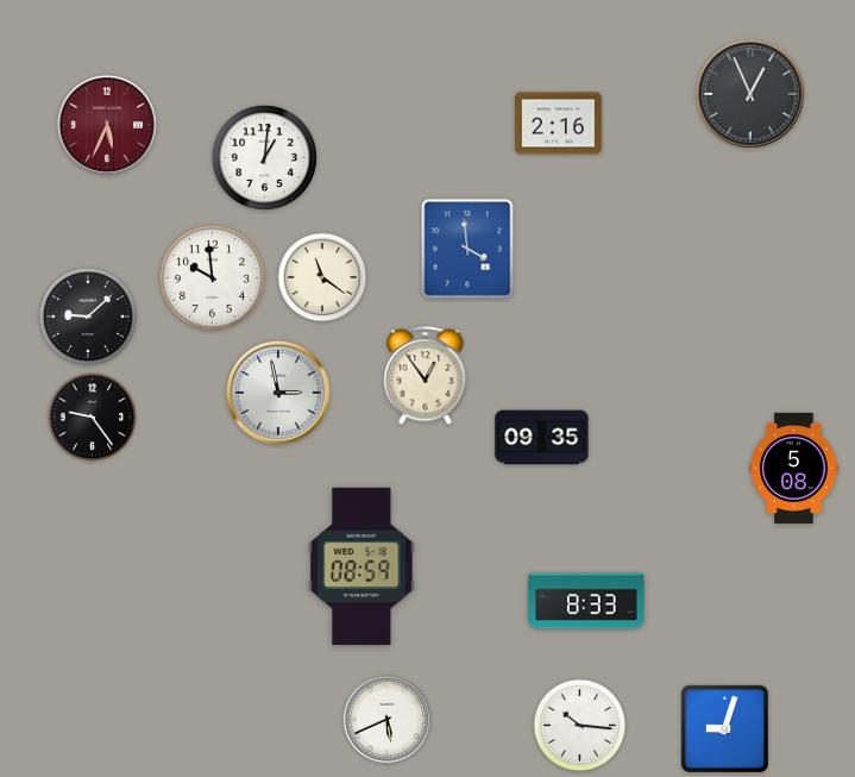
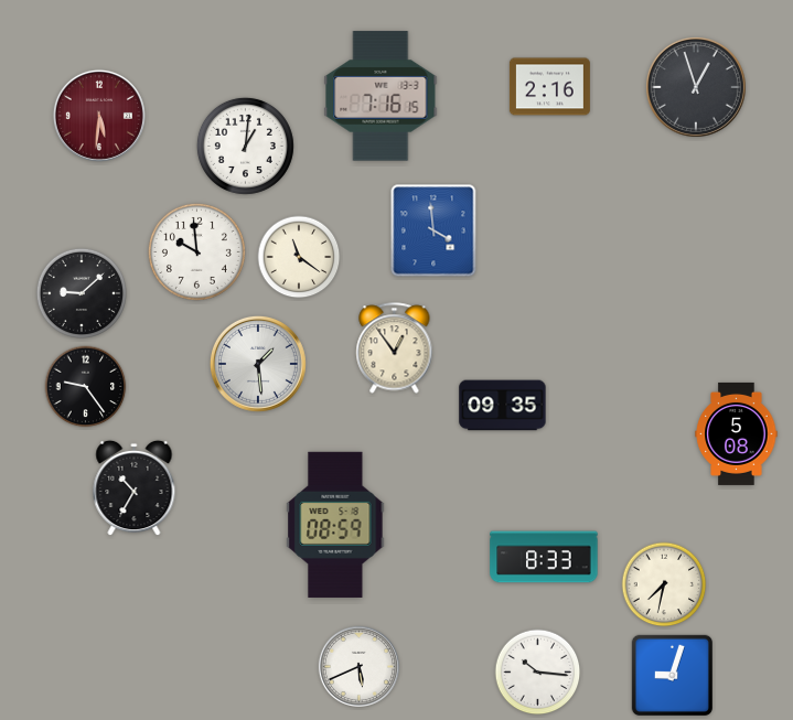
clock at (750, 94): 12:56 -> 12:57
clock at (381, 96): none -> 7:16
clock at (558, 124) position: (558, 124) -> (549, 87)
clock at (107, 125): 5:34 -> 5:31
clock at (212, 277) position: (212, 277) -> (196, 251)
clock at (278, 393): 2:58 -> 1:29
clock at (135, 488): none -> 10:35
clock at (664, 584): none -> 7:32
